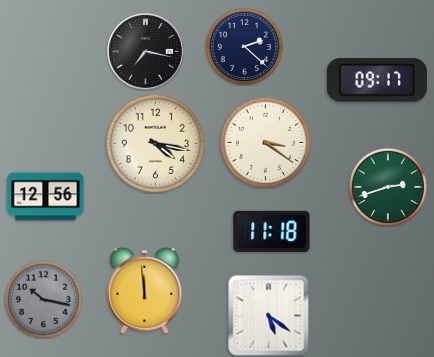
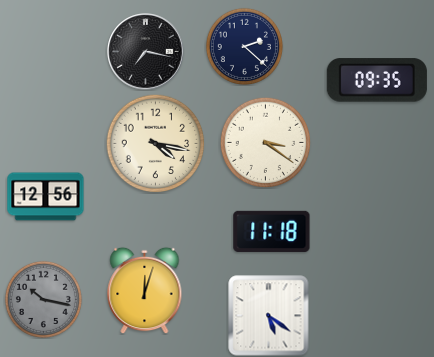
clock at (377, 80): 09:17 -> 09:35
clock at (388, 187): 2:42 -> none
clock at (145, 290): 11:59 -> 12:03
